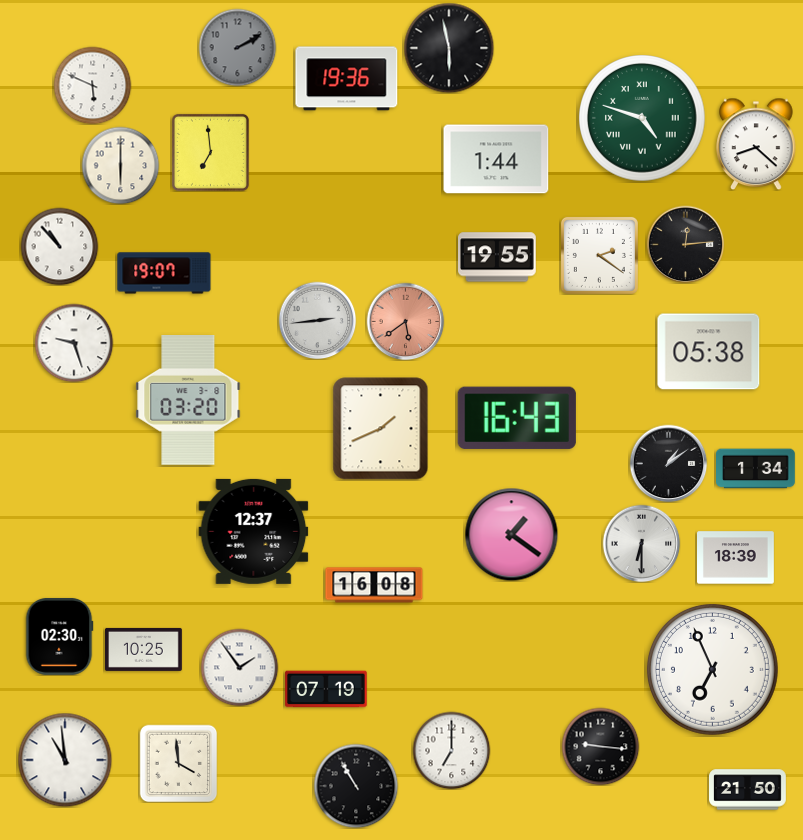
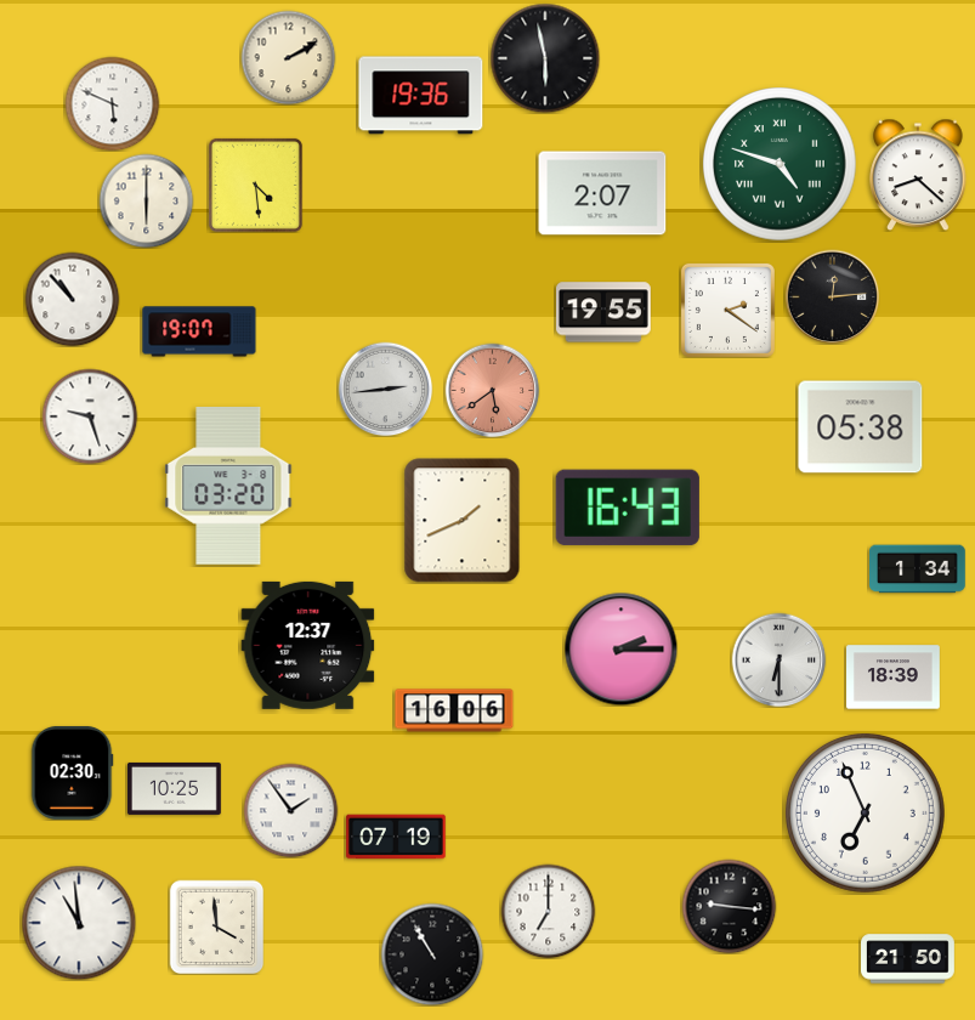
clock at (237, 47) dial: grey -> cream
clock at (642, 118) position: (642, 118) -> (780, 164)
clock at (210, 152): 6:59 -> 4:29
clock at (496, 159): 1:44 -> 2:07
clock at (668, 463): 1:09 -> none
clock at (511, 534): 1:21 -> 2:15
clock at (374, 585): 16:08 -> 16:06
